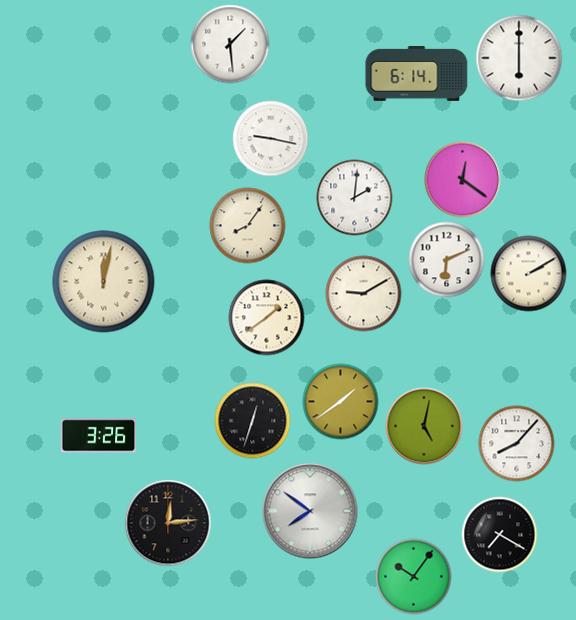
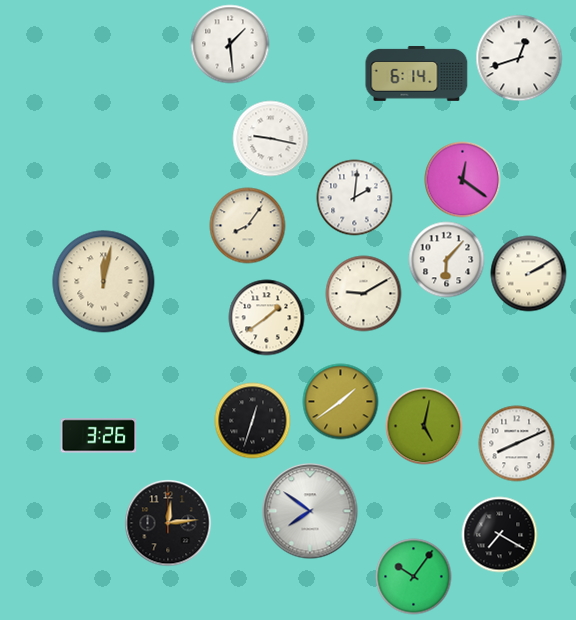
clock at (519, 58): 6:00 -> 12:42
clock at (447, 260): 6:11 -> 6:07
clock at (517, 444): 8:07 -> 8:11
